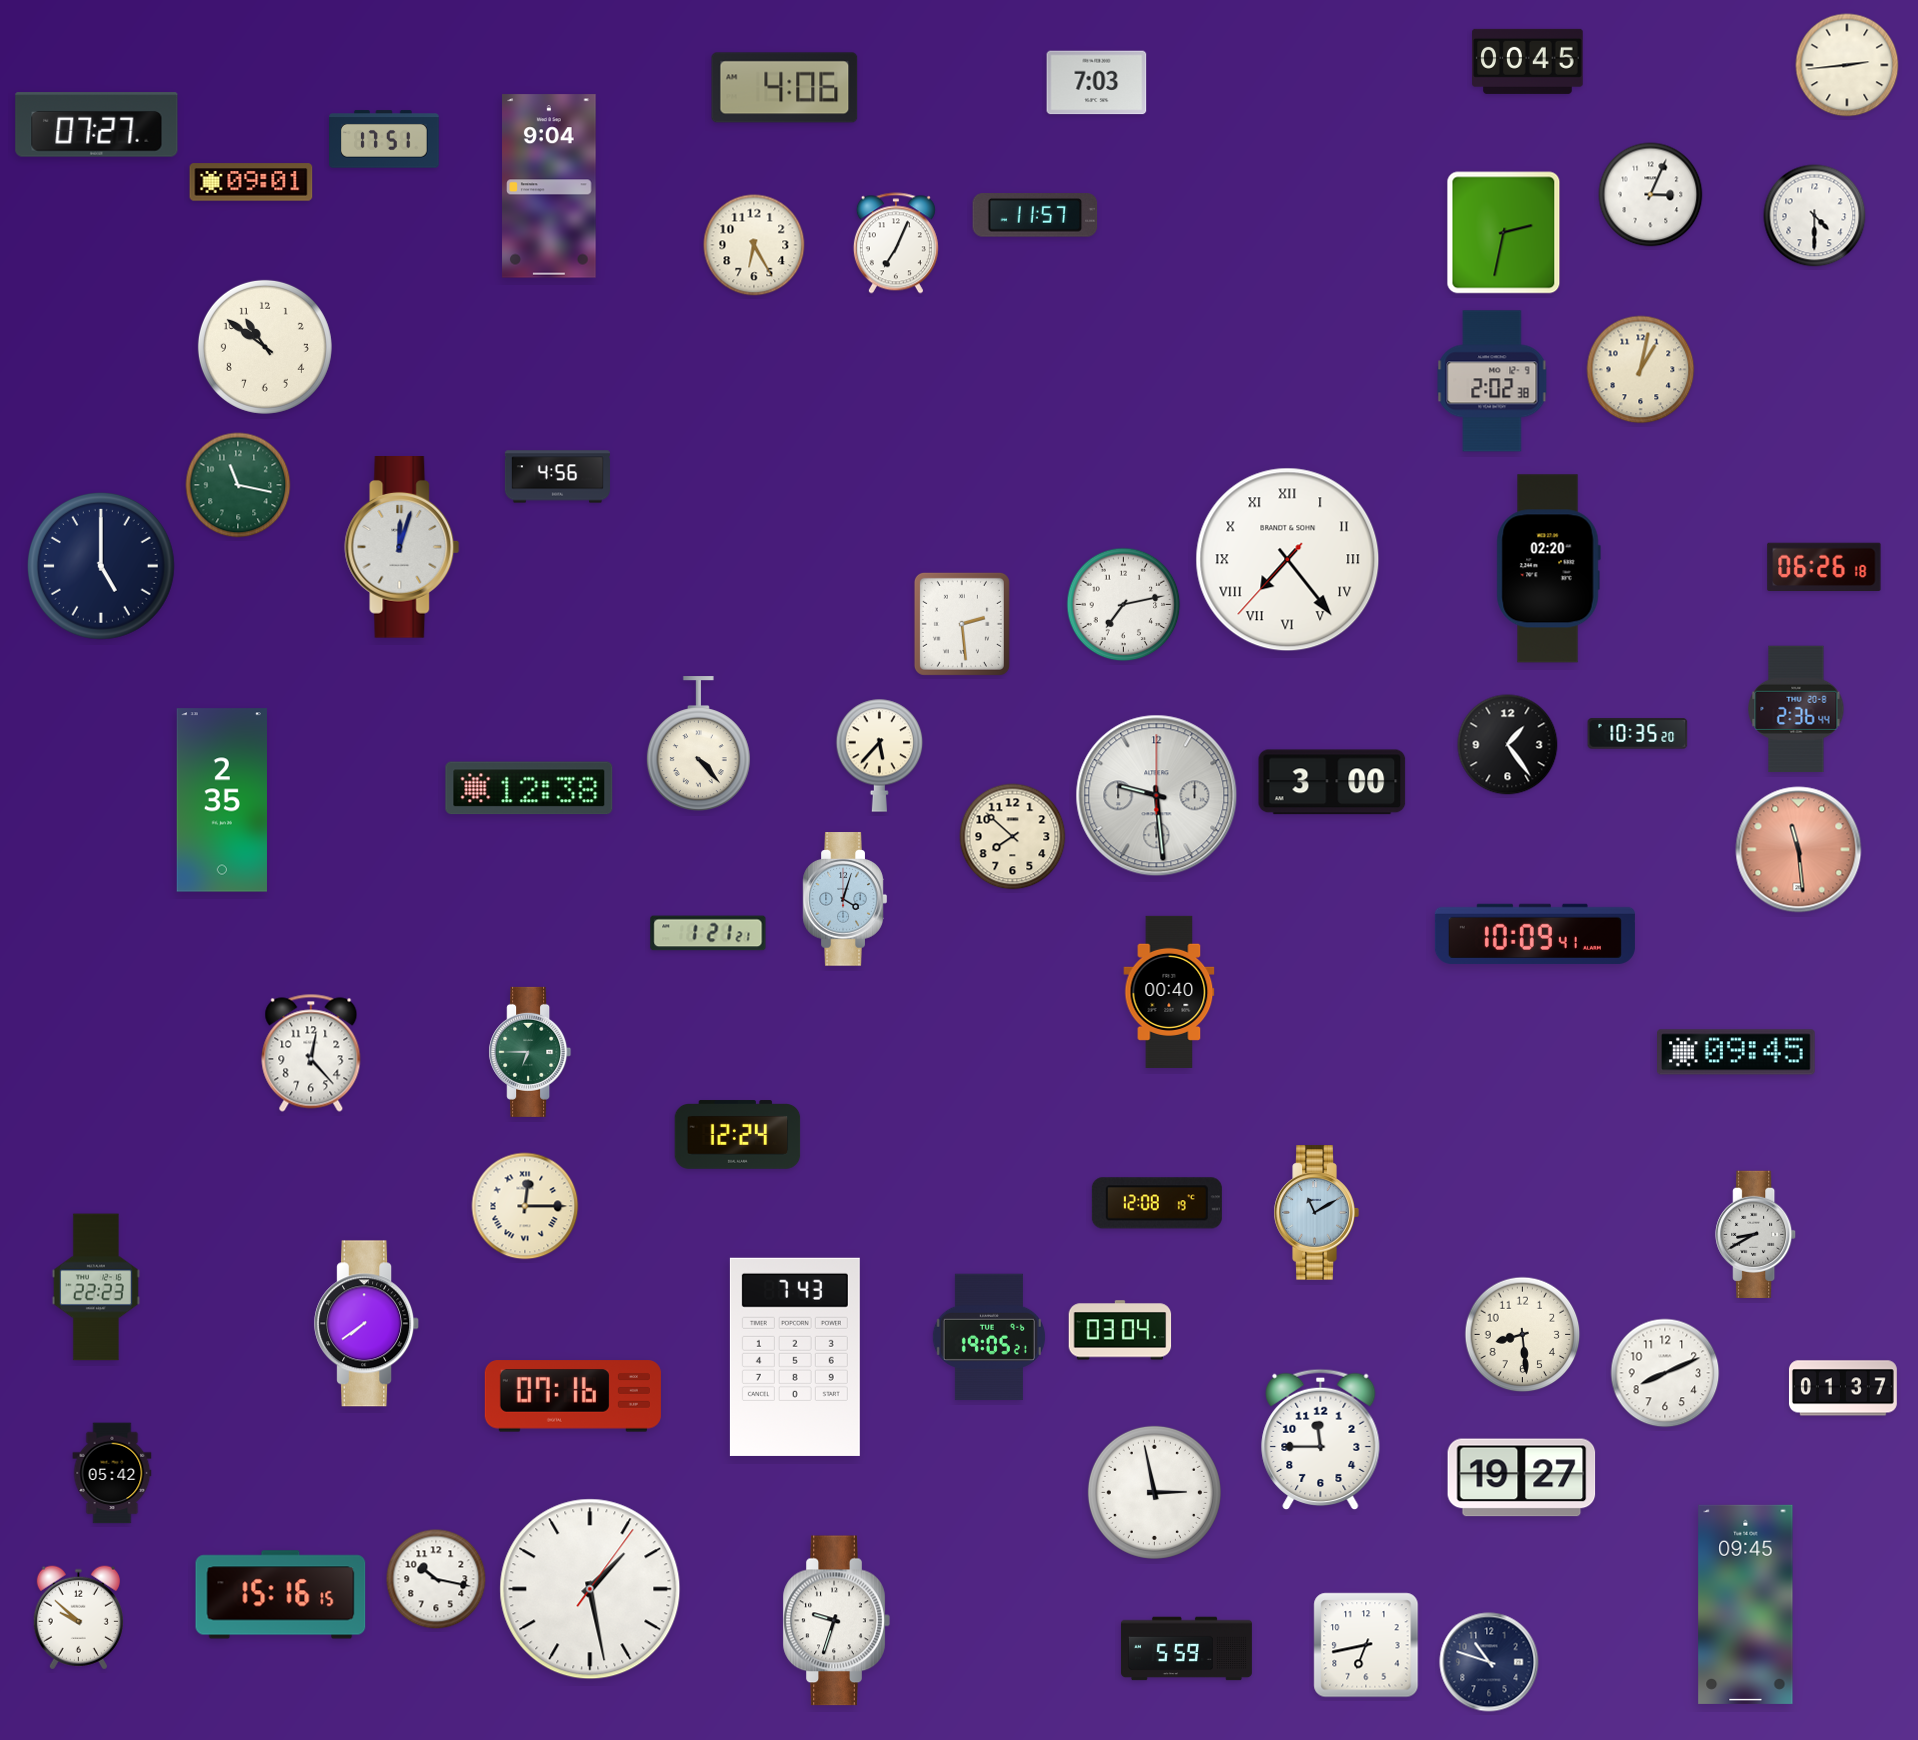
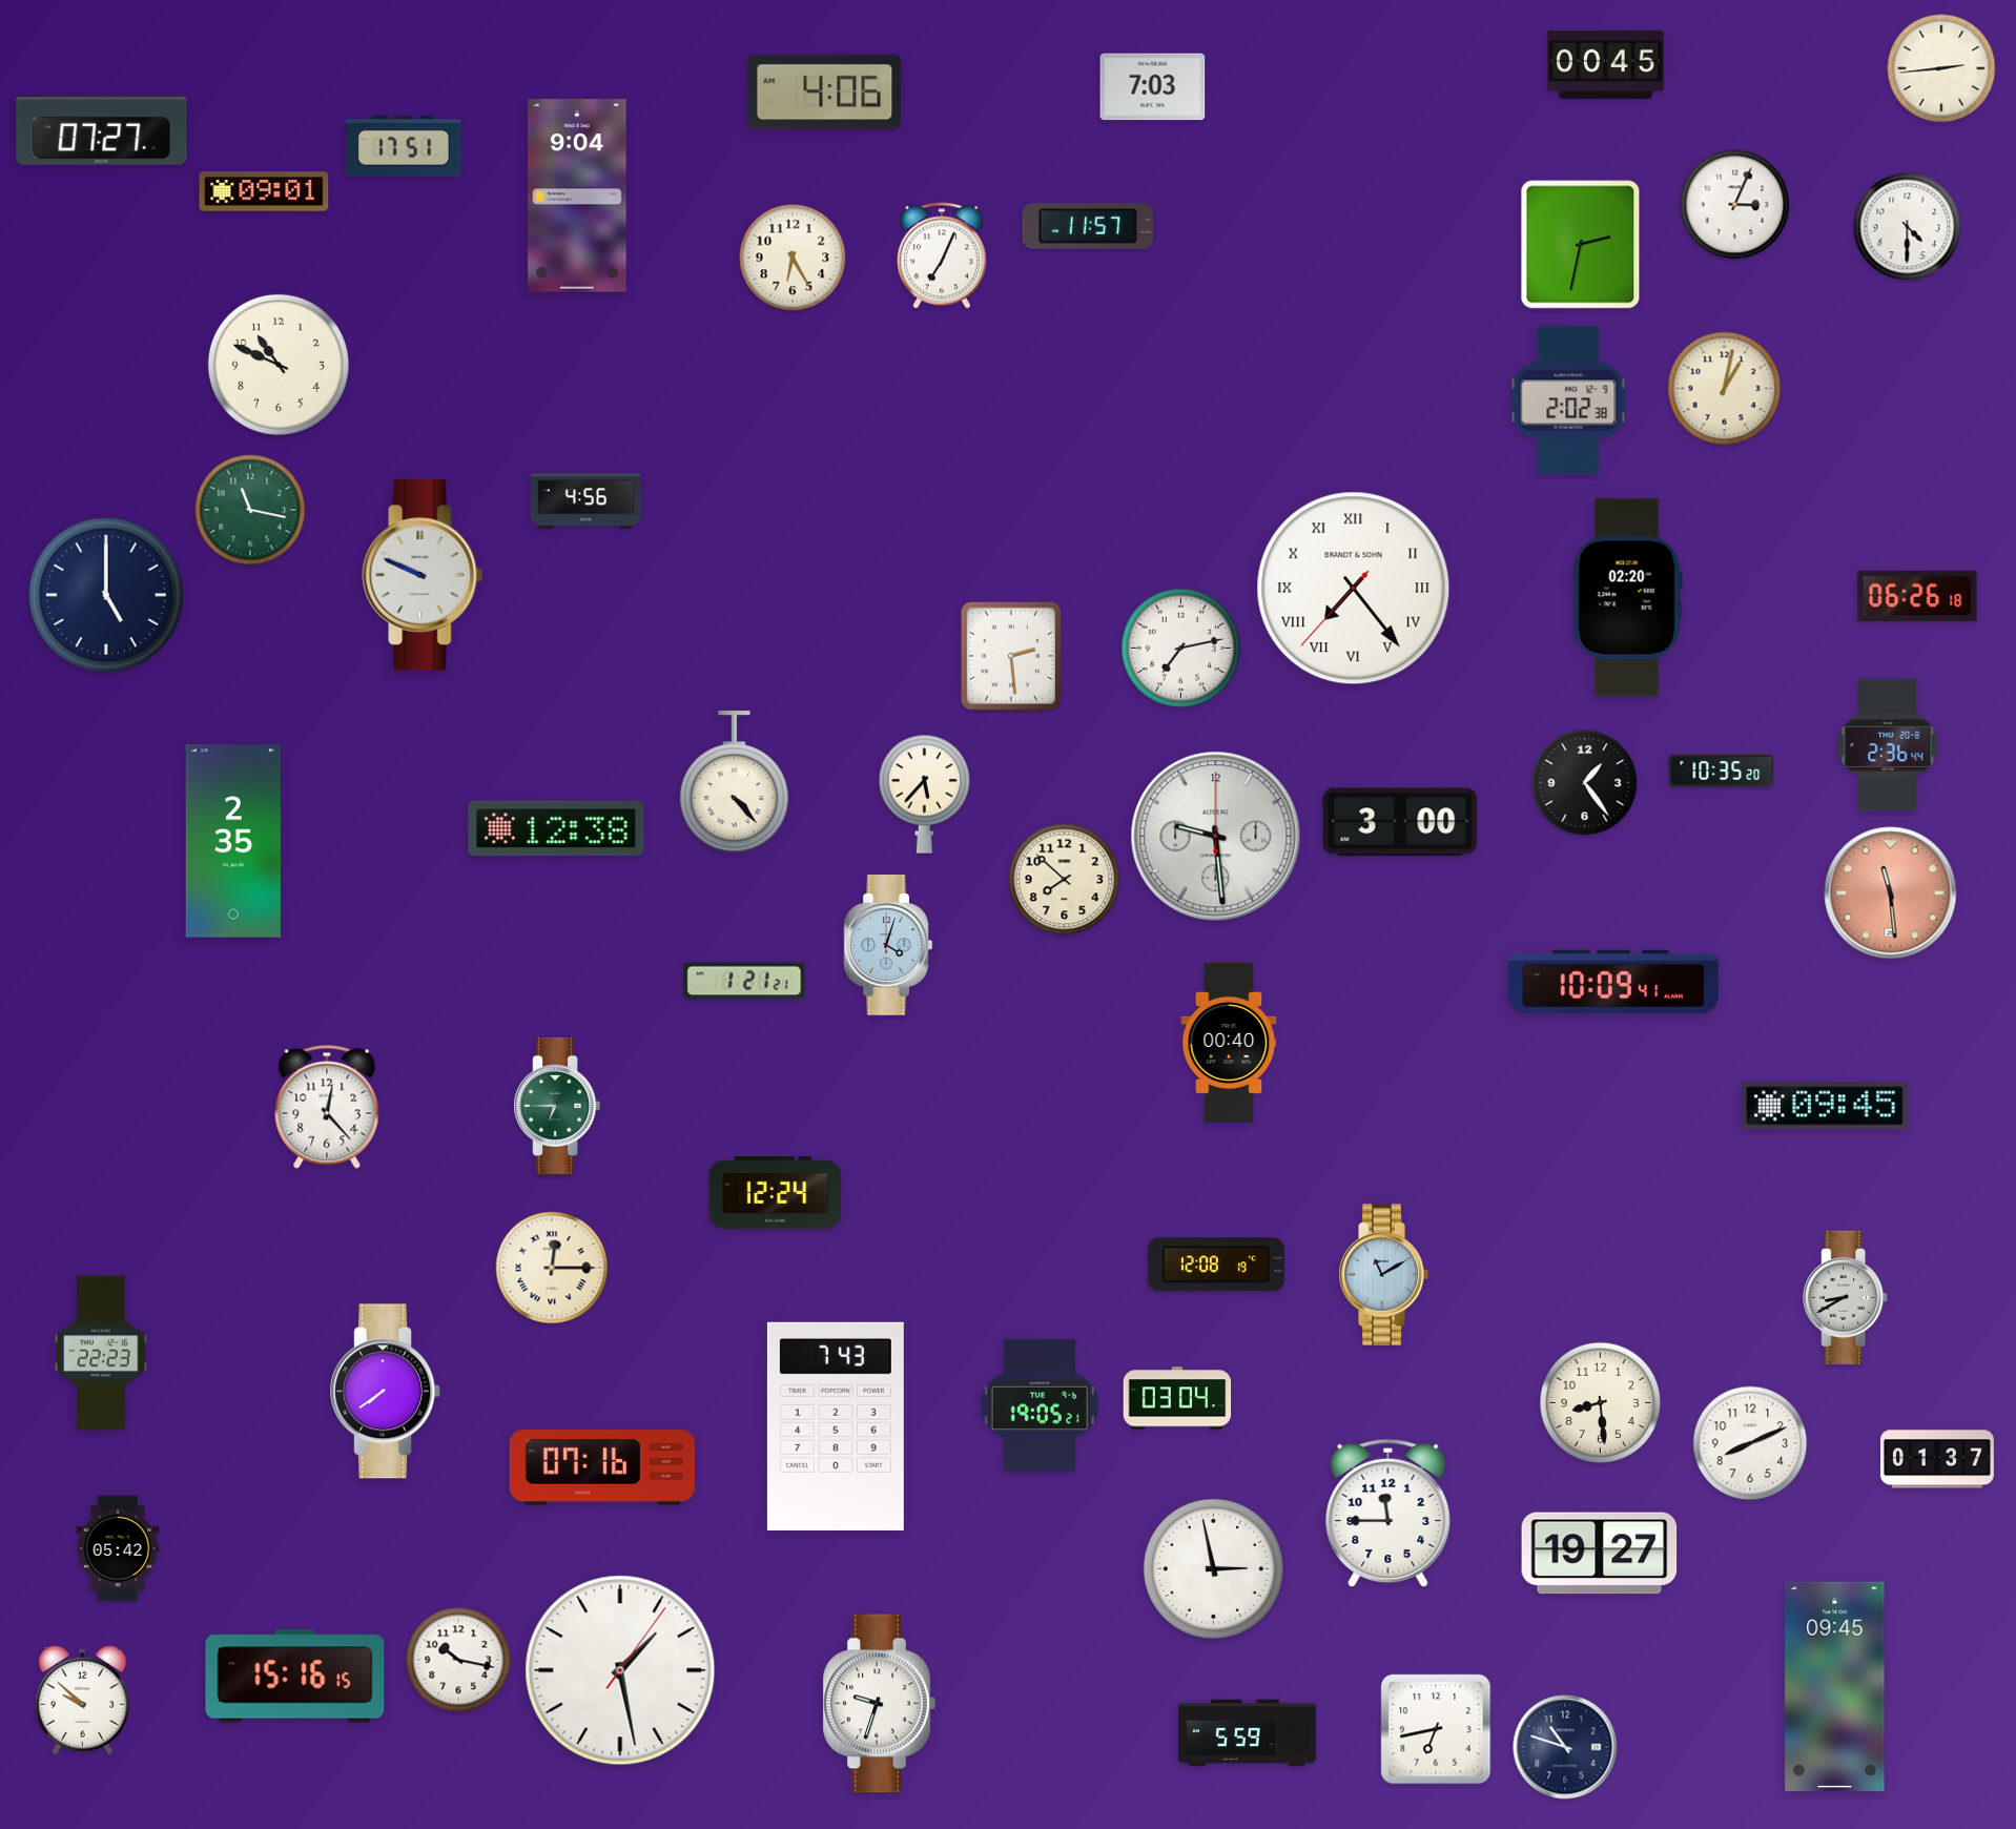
clock at (265, 347): 10:51 -> 10:49
clock at (402, 548): 12:03 -> 9:49
clock at (1124, 605) position: (1124, 605) -> (1181, 649)
